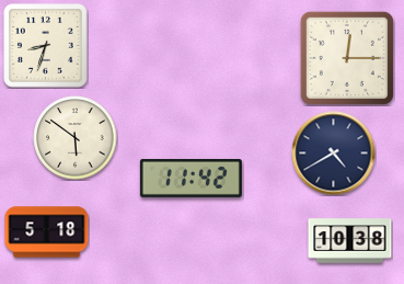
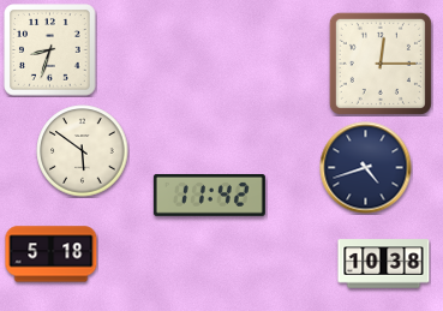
clock at (334, 154): 4:40 -> 4:42
